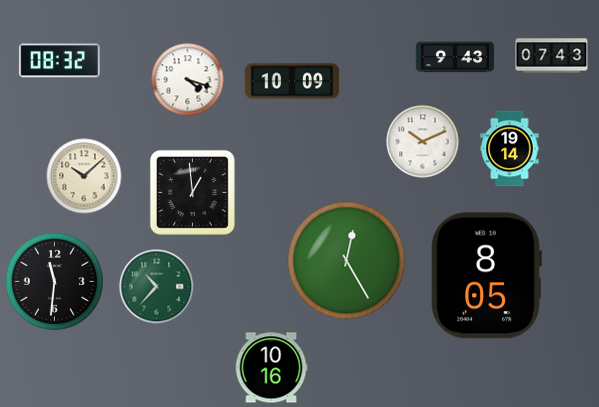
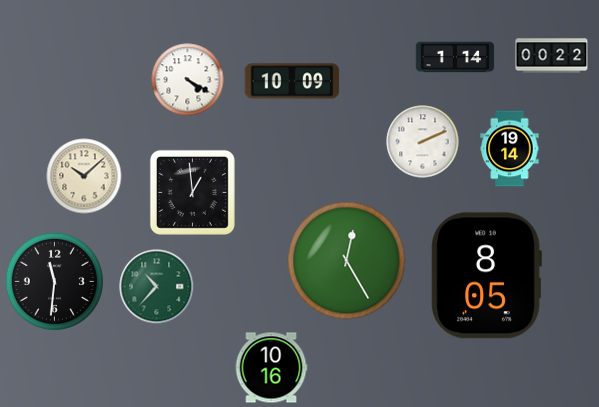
clock at (552, 56): 07:43 -> 00:22
clock at (455, 57): 9:43 -> 1:14
clock at (59, 61): 08:32 -> none
clock at (188, 80): 4:18 -> 4:20
clock at (423, 142): 10:11 -> 2:11
